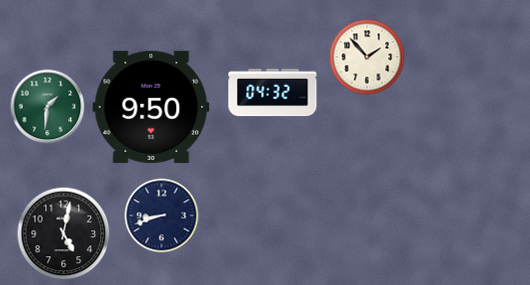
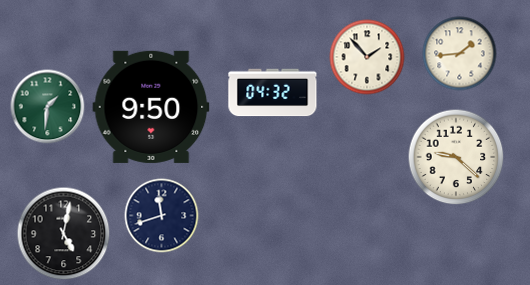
clock at (460, 54): none -> 1:44
clock at (456, 157): none -> 9:22
clock at (162, 216): 8:42 -> 11:42
